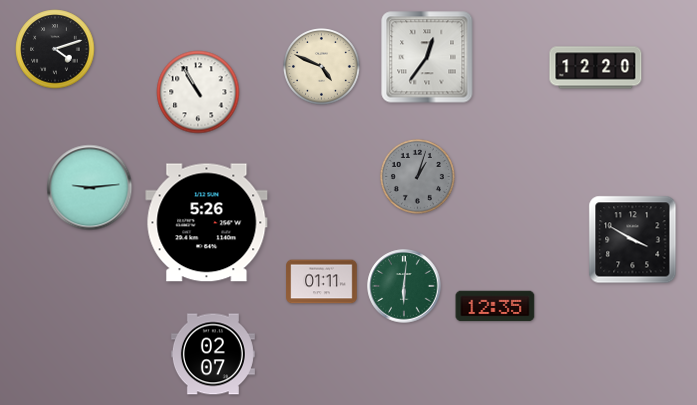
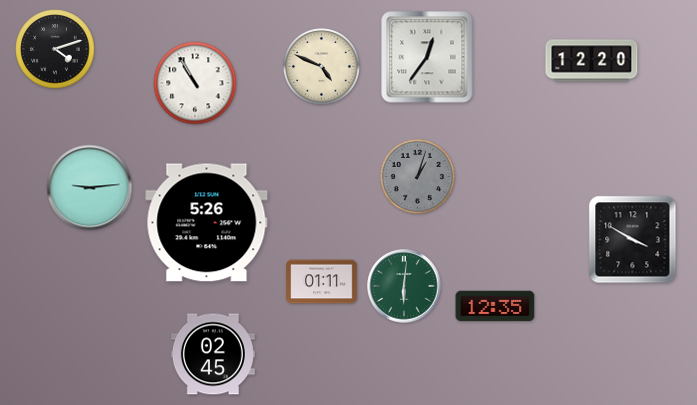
clock at (596, 68) position: (596, 68) -> (592, 61)
clock at (198, 92) position: (198, 92) -> (195, 83)
clock at (213, 354): 02:07 -> 02:45
